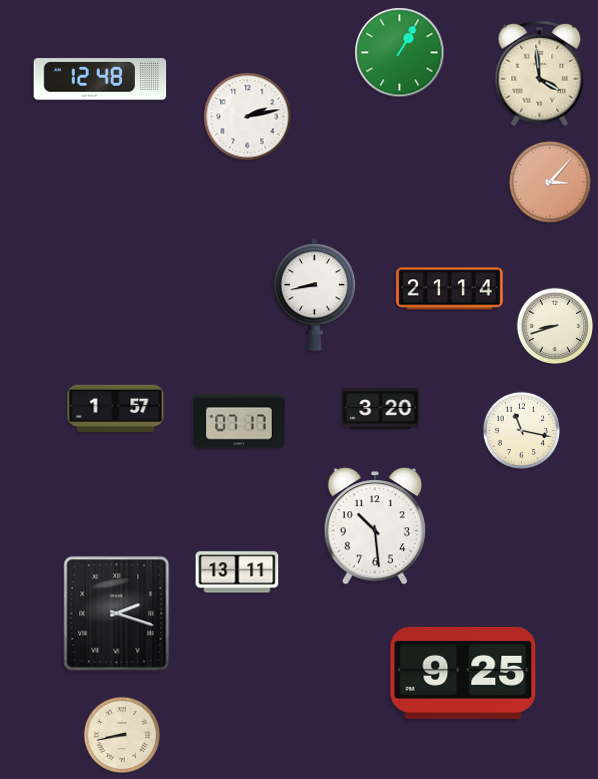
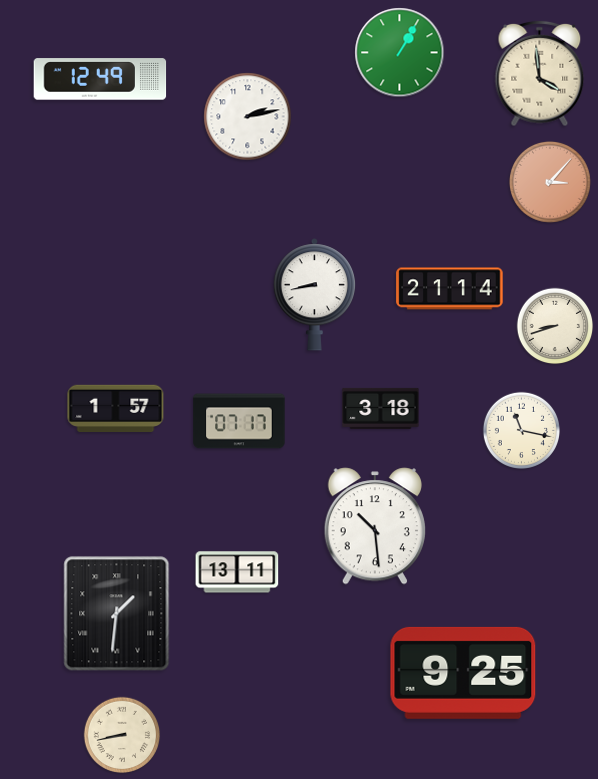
clock at (100, 79): 12:48 -> 12:49
clock at (381, 408): 3:20 -> 3:18
clock at (117, 614): 2:18 -> 1:31
